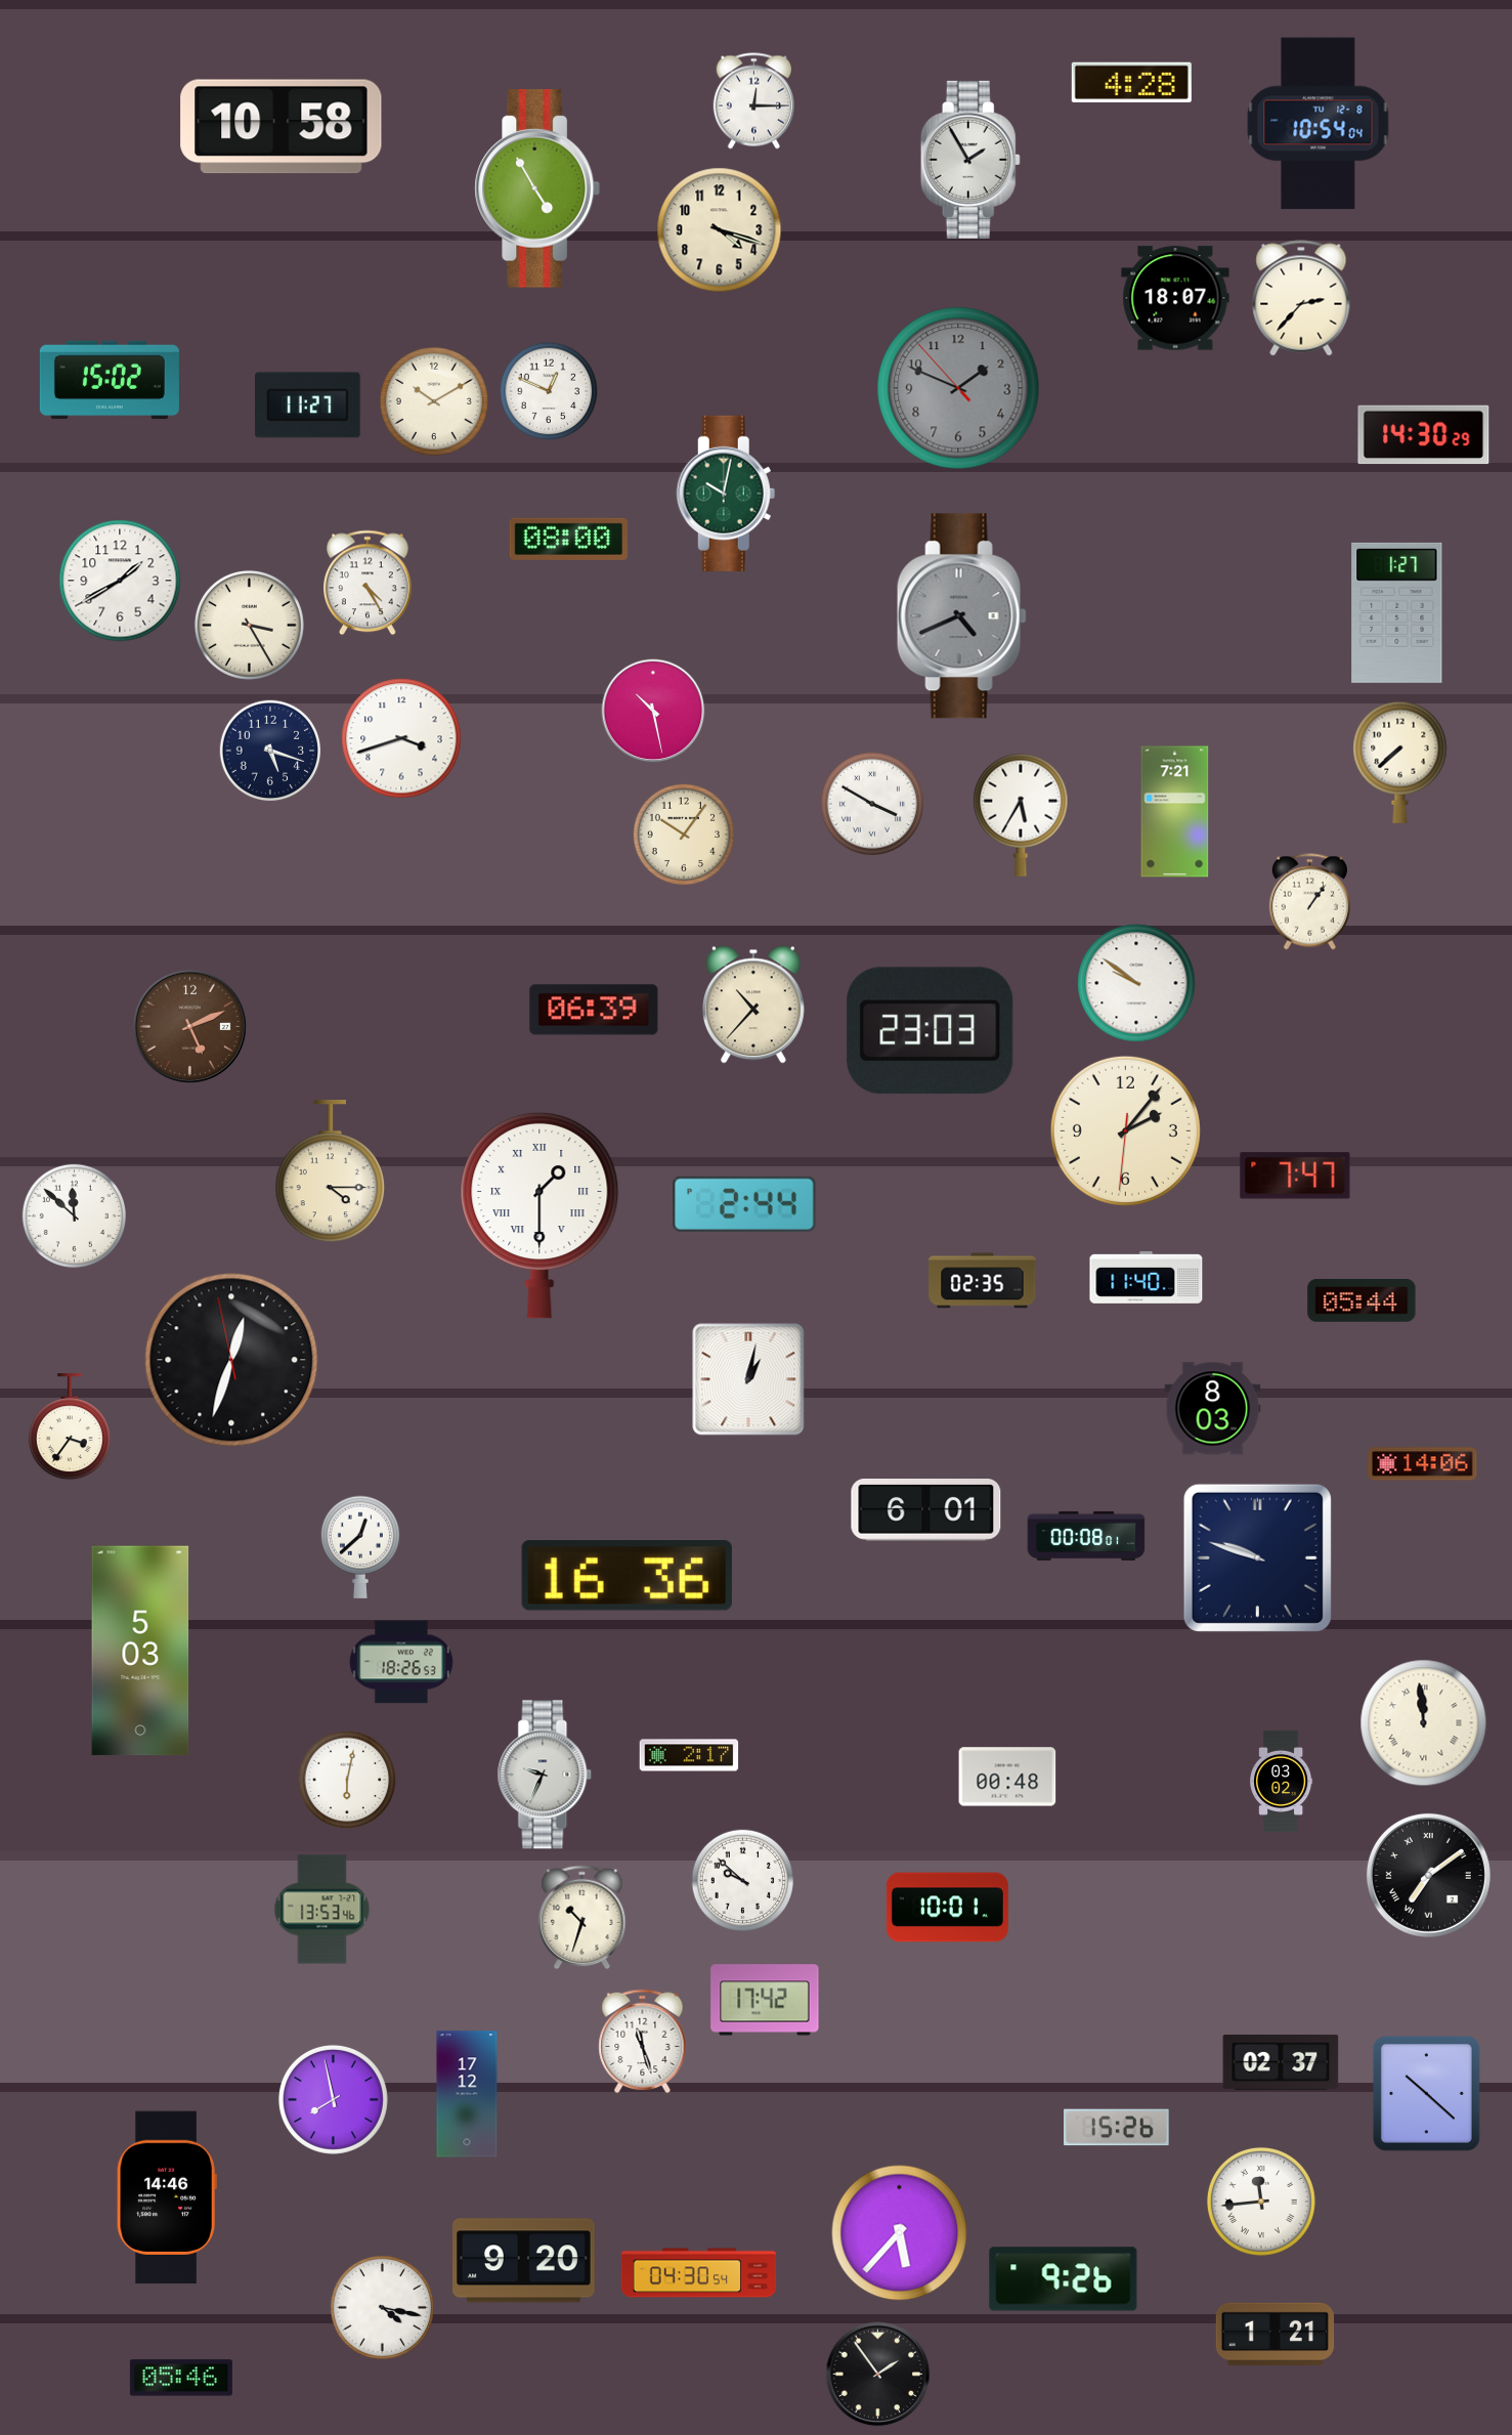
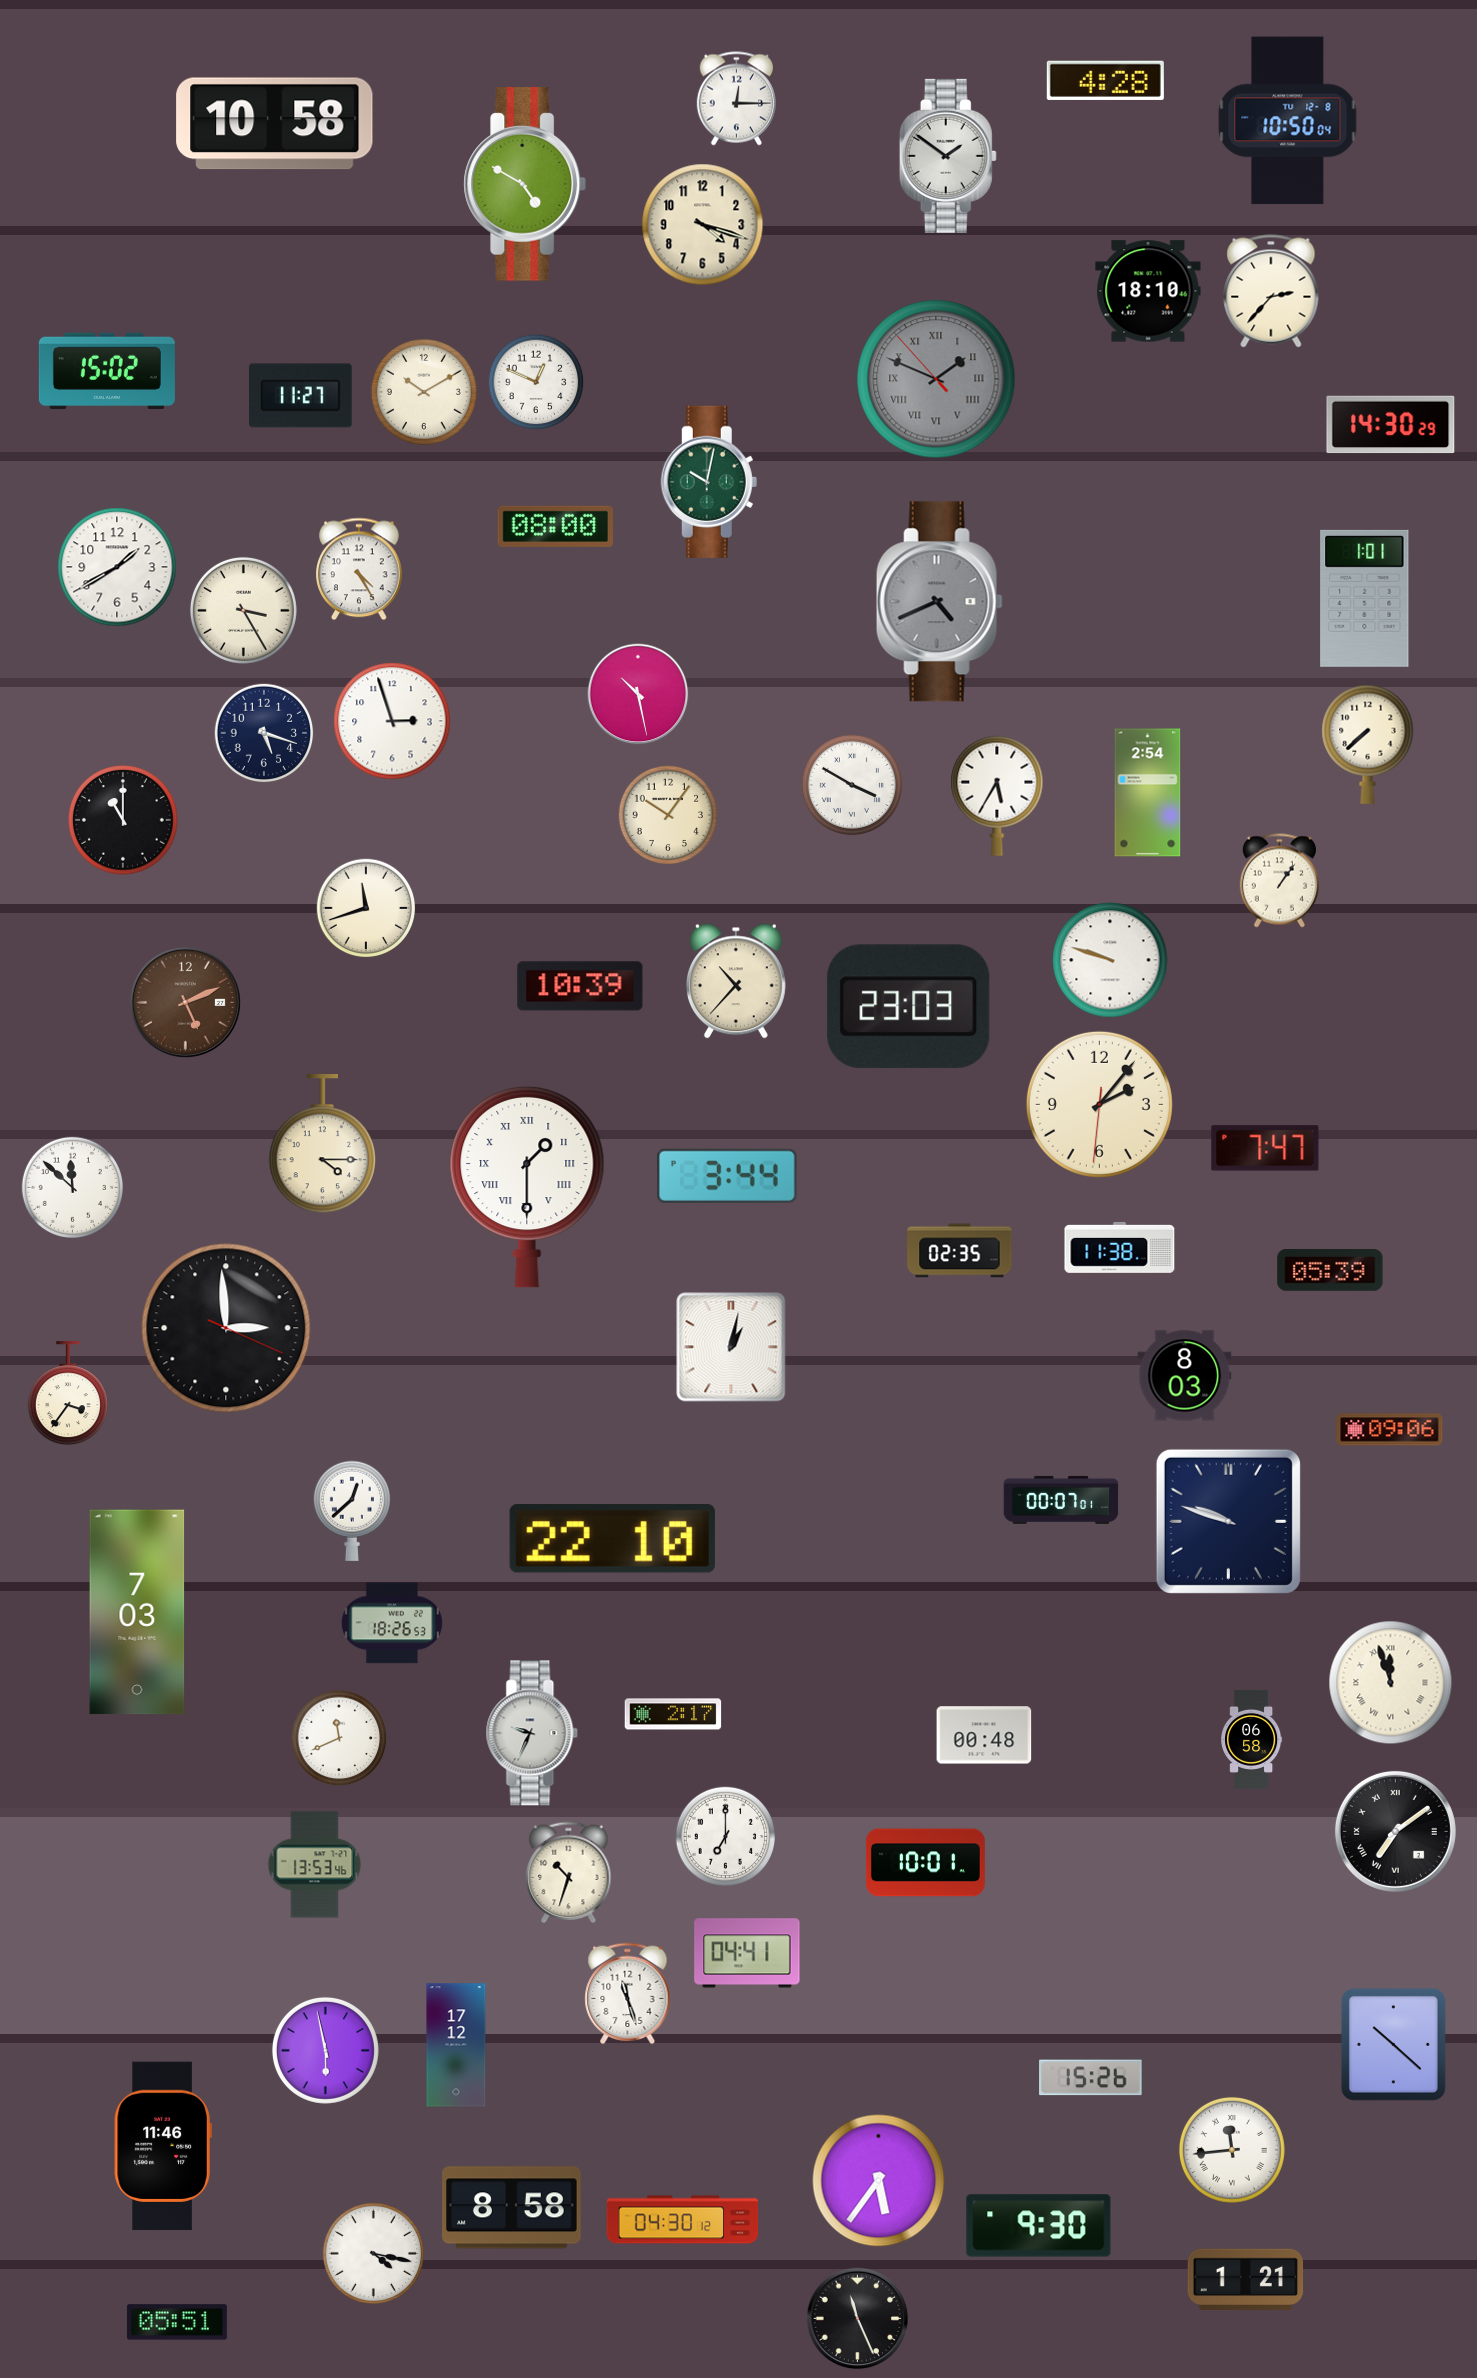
clock at (1319, 124): 10:54 -> 10:50
clock at (970, 160): 1:55 -> 1:51
clock at (537, 189): 4:55 -> 4:50
clock at (1175, 298): 18:07 -> 18:10
clock at (958, 388) numerals: Arabic -> Roman
clock at (1397, 612): 1:27 -> 1:01
clock at (401, 738): 3:42 -> 2:57
clock at (1175, 812): 7:21 -> 2:54
clock at (124, 821): none -> 11:00
clock at (366, 908): none -> 11:42
clock at (1136, 983): 9:51 -> 9:48
clock at (594, 1010): 06:39 -> 10:39
clock at (745, 1204): 2:44 -> 3:44
clock at (1147, 1277): 11:40 -> 11:38
clock at (1362, 1301): 05:44 -> 05:39
clock at (231, 1360): 12:32 -> 2:59
clock at (1423, 1464): 14:06 -> 09:06
clock at (926, 1510): 6:01 -> none
clock at (1086, 1536): 00:08 -> 00:07
clock at (627, 1576): 16:36 -> 22:10
clock at (140, 1651): 5:03 -> 7:03
clock at (1424, 1723): 11:59 -> 11:57
clock at (347, 1780): 6:02 -> 11:41
clock at (1282, 1781): 03:02 -> 06:58
clock at (742, 1880): 9:52 -> 7:00
clock at (765, 2000): 17:42 -> 04:41
clock at (1281, 2062): 02:37 -> none
clock at (333, 2099): 7:58 -> 5:58
clock at (167, 2197): 14:46 -> 11:46
clock at (900, 2233): 5:37 -> 5:36
clock at (524, 2261): 9:20 -> 8:58
clock at (699, 2273): 04:30:54 -> 04:30:12
clock at (1064, 2279): 9:26 -> 9:30
clock at (878, 2375): 1:54 -> 11:26
clock at (181, 2378): 05:46 -> 05:51
